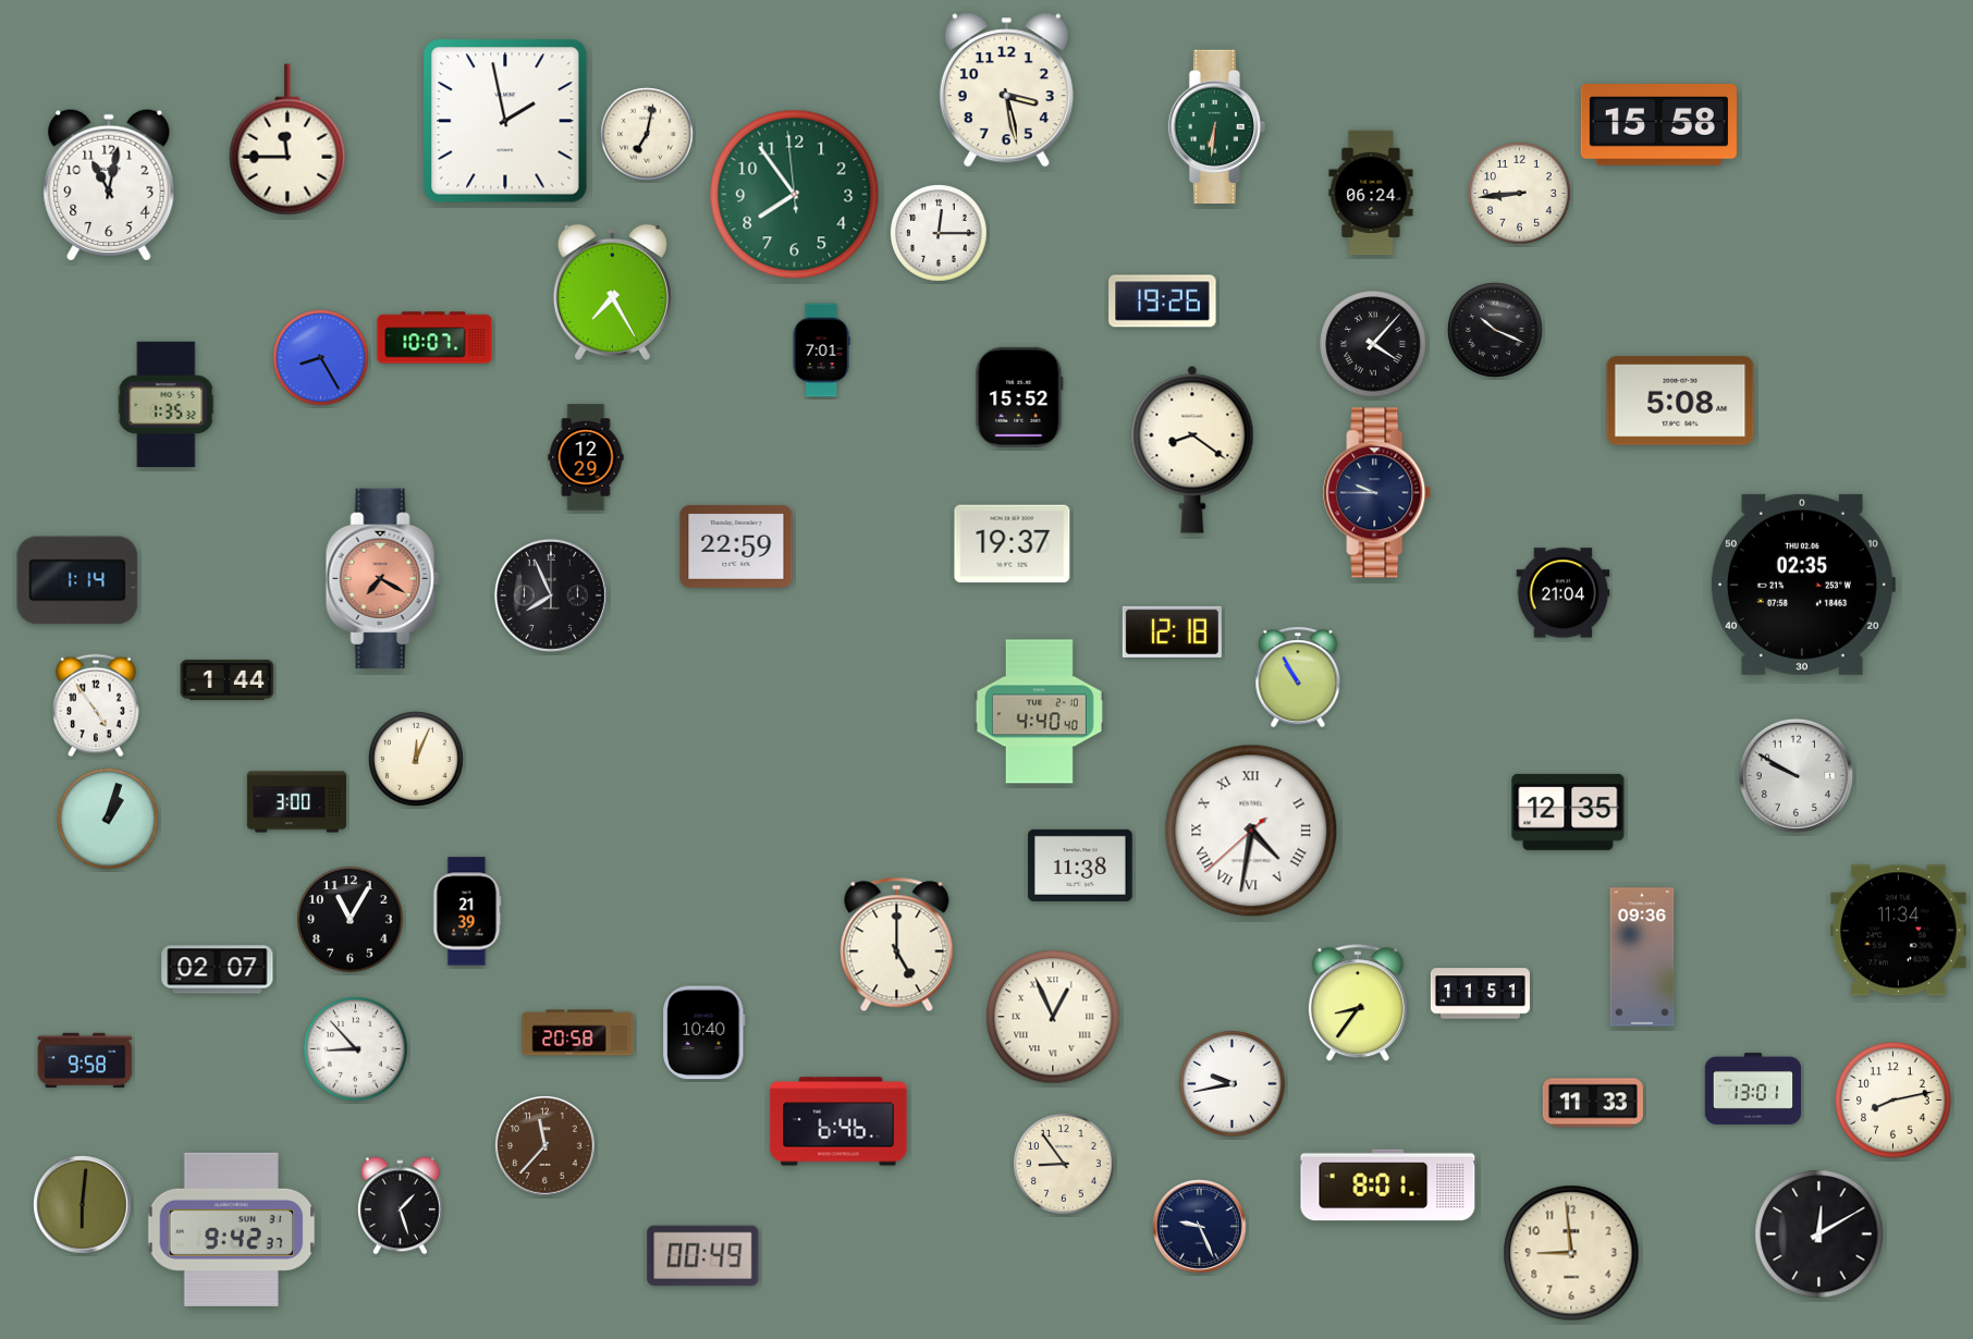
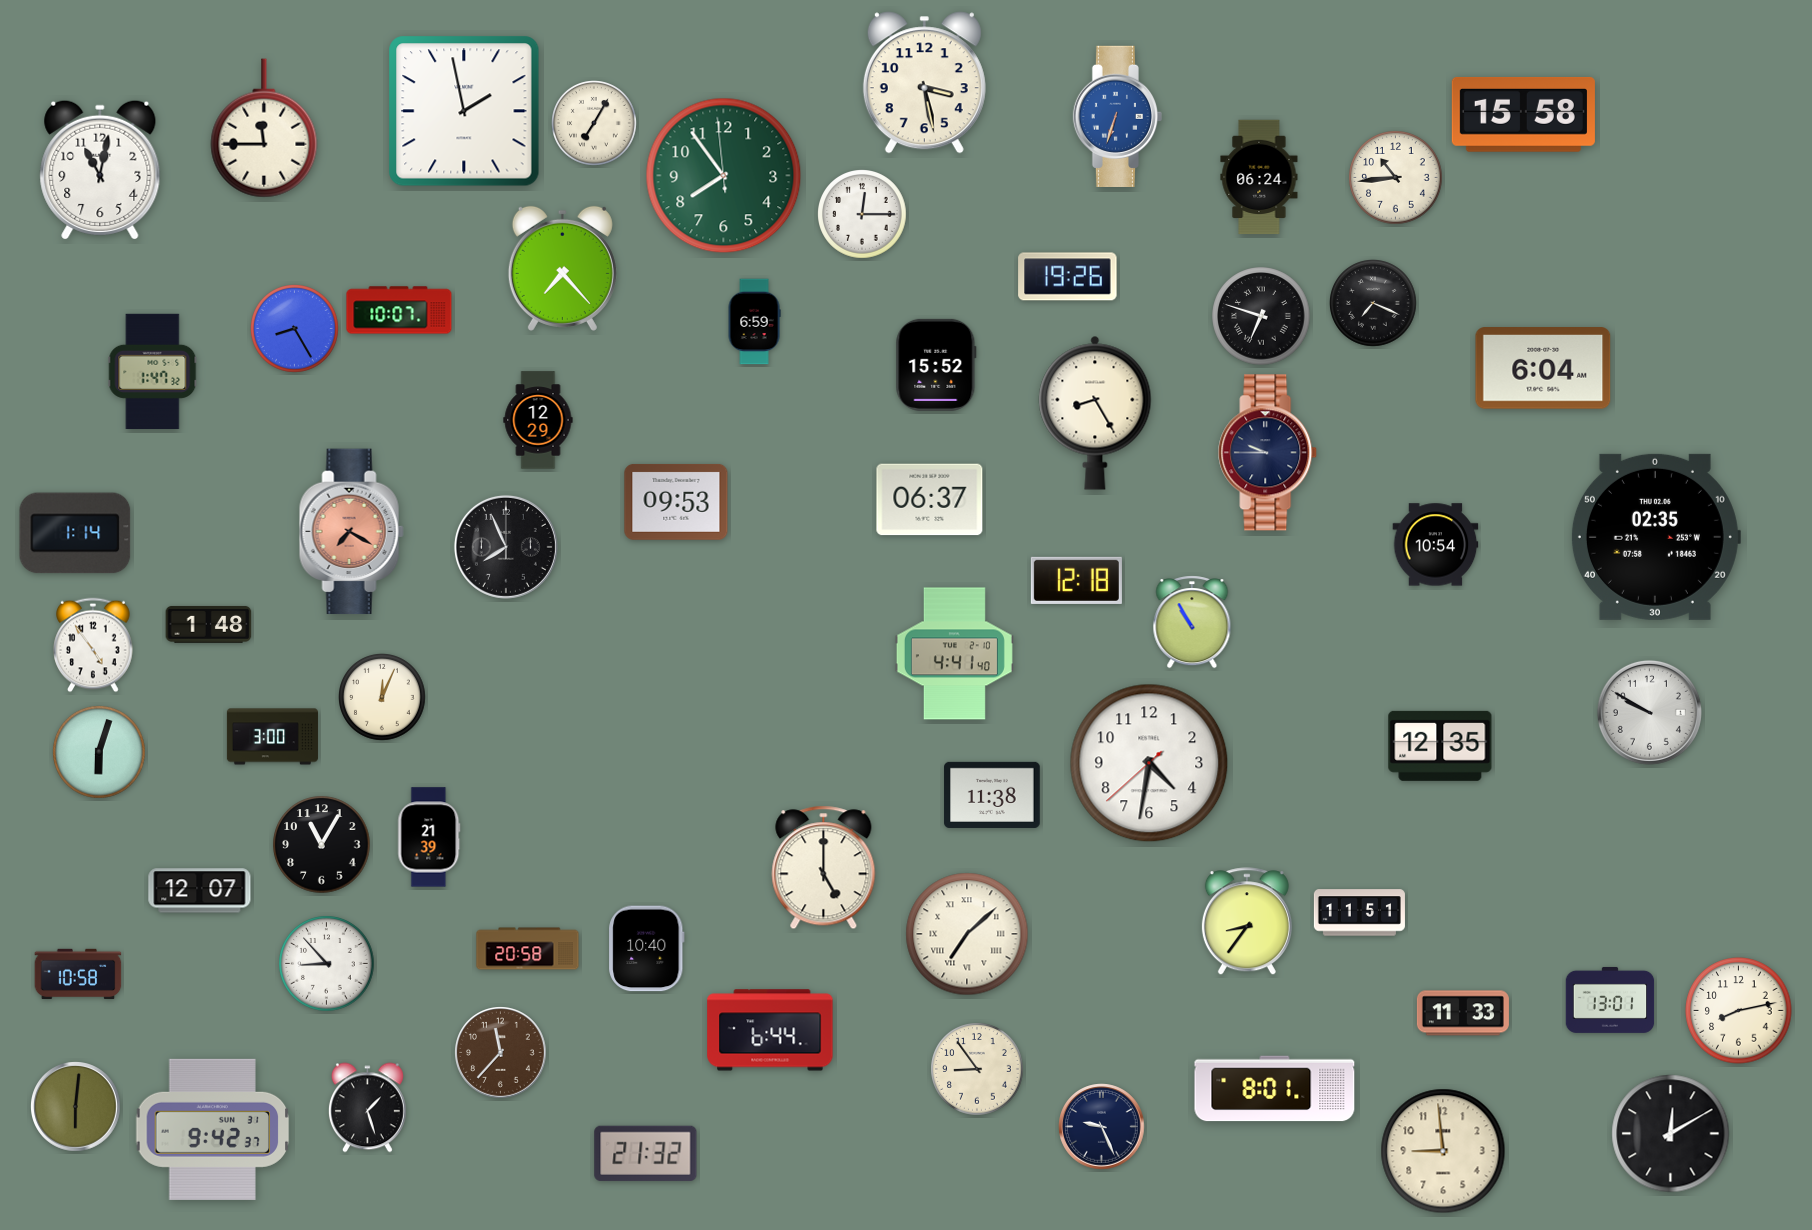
clock at (1216, 126): 6:31 -> 6:33
clock at (1216, 126) dial: green -> blue
clock at (648, 135): 7:02 -> 7:05
clock at (1520, 194): 8:44 -> 10:44
clock at (795, 195) position: (795, 195) -> (724, 176)
clock at (612, 292): 7:25 -> 7:23
clock at (1496, 331): 10:19 -> 7:19
clock at (1373, 344): 4:07 -> 6:48
clock at (821, 351): 7:01 -> 6:59
clock at (1680, 401): 5:08 -> 6:04
clock at (167, 405): 1:35 -> 1:47
clock at (1192, 450): 8:21 -> 8:25
clock at (1377, 493) position: (1377, 493) -> (1268, 453)
clock at (1013, 544): 19:37 -> 06:37
clock at (736, 546): 22:59 -> 09:53
clock at (77, 580) position: (77, 580) -> (75, 533)
clock at (1564, 593): 21:04 -> 10:54
clock at (228, 679): 1:44 -> 1:48
clock at (96, 705) position: (96, 705) -> (93, 645)
clock at (1039, 712): 4:40 -> 4:41
clock at (108, 819): 1:03 -> 6:03
clock at (1251, 831) numerals: Roman -> Arabic
clock at (1899, 931): 11:34 -> none
clock at (1642, 957): 09:36 -> none
clock at (218, 970): 02:07 -> 12:07
clock at (1053, 1017): 12:56 -> 7:08
clock at (578, 1033) position: (578, 1033) -> (528, 949)
clock at (85, 1060): 9:58 -> 10:58
clock at (1233, 1084): 9:43 -> none
clock at (838, 1121): 6:46 -> 6:44
clock at (703, 1255): 00:49 -> 21:32
